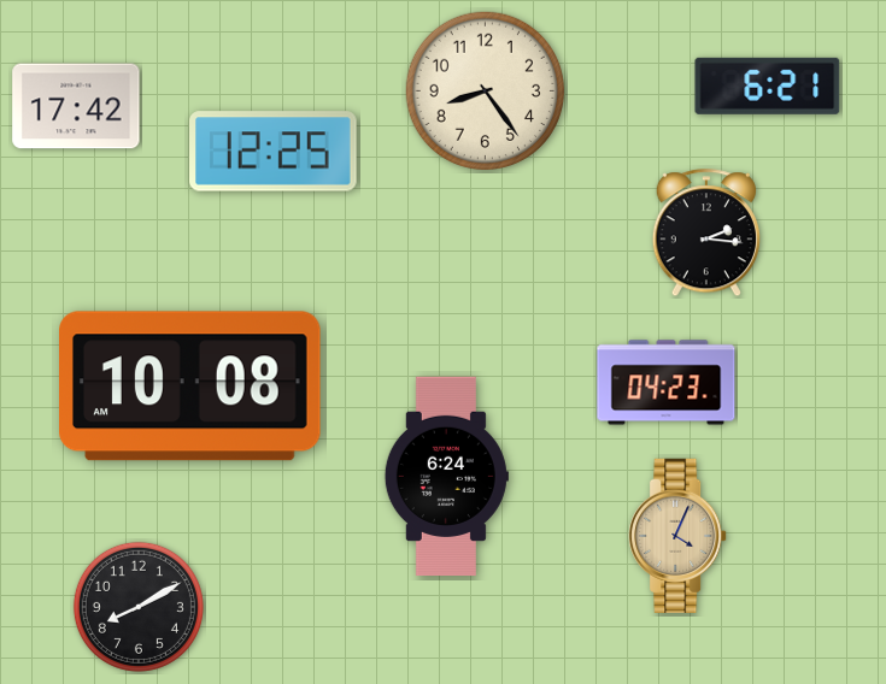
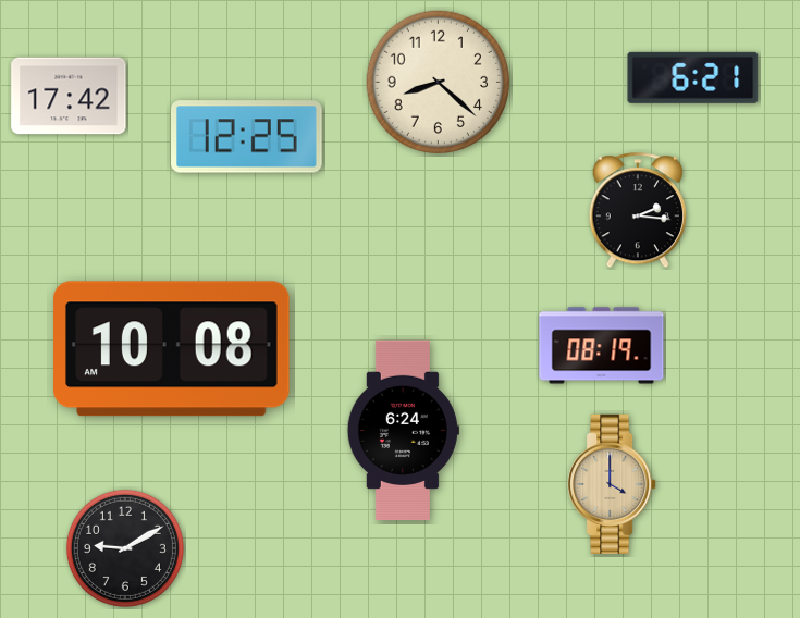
clock at (485, 90): 8:24 -> 8:22
clock at (667, 383): 04:23 -> 08:19
clock at (677, 535): 4:04 -> 4:00
clock at (139, 607): 8:10 -> 9:10
